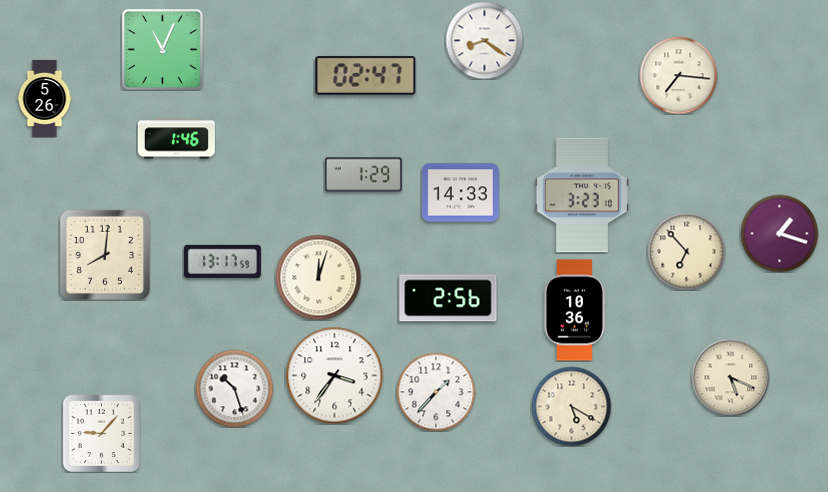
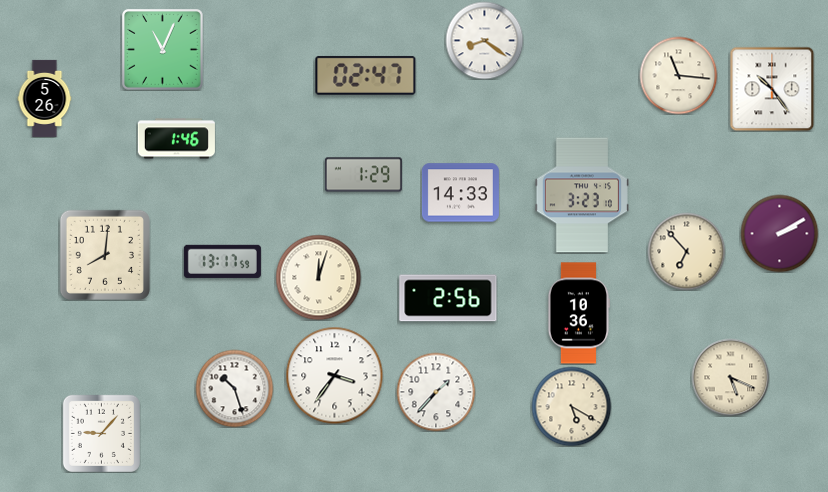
clock at (678, 75): 7:16 -> 11:16
clock at (772, 89): none -> 10:24
clock at (779, 233): 1:18 -> 2:10
clock at (574, 310) position: (574, 310) -> (578, 313)
